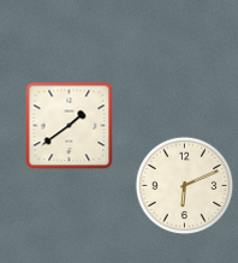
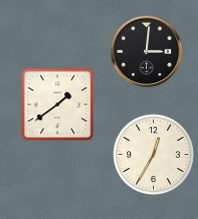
clock at (147, 52): none -> 3:01
clock at (185, 186): 6:11 -> 12:35
